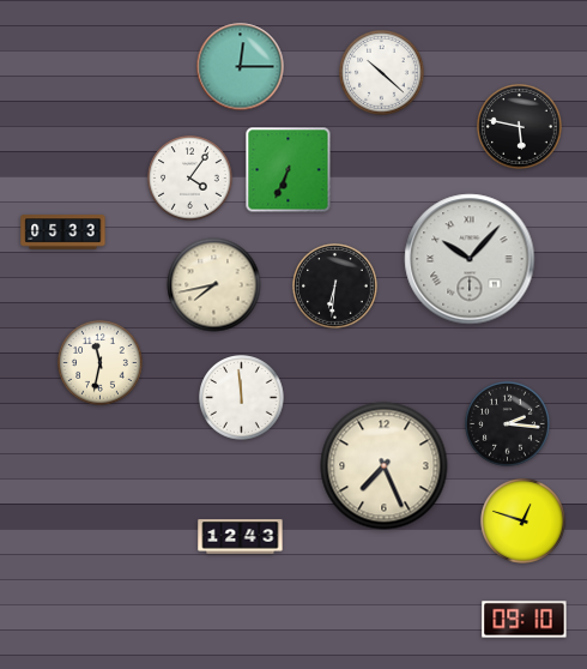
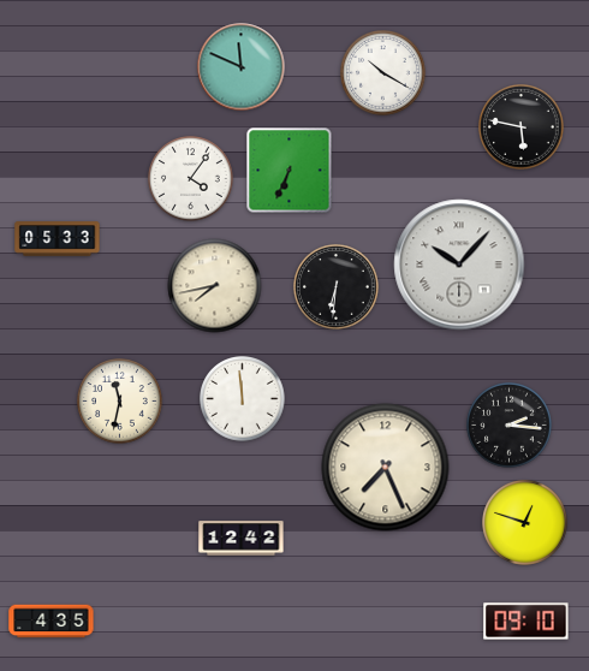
clock at (241, 67): 12:15 -> 11:49
clock at (382, 73): 10:22 -> 10:20
clock at (63, 233) position: (63, 233) -> (58, 239)
clock at (470, 259) position: (470, 259) -> (459, 265)
clock at (101, 363) position: (101, 363) -> (120, 402)
clock at (241, 537): 12:43 -> 12:42
clock at (52, 622): none -> 4:35
